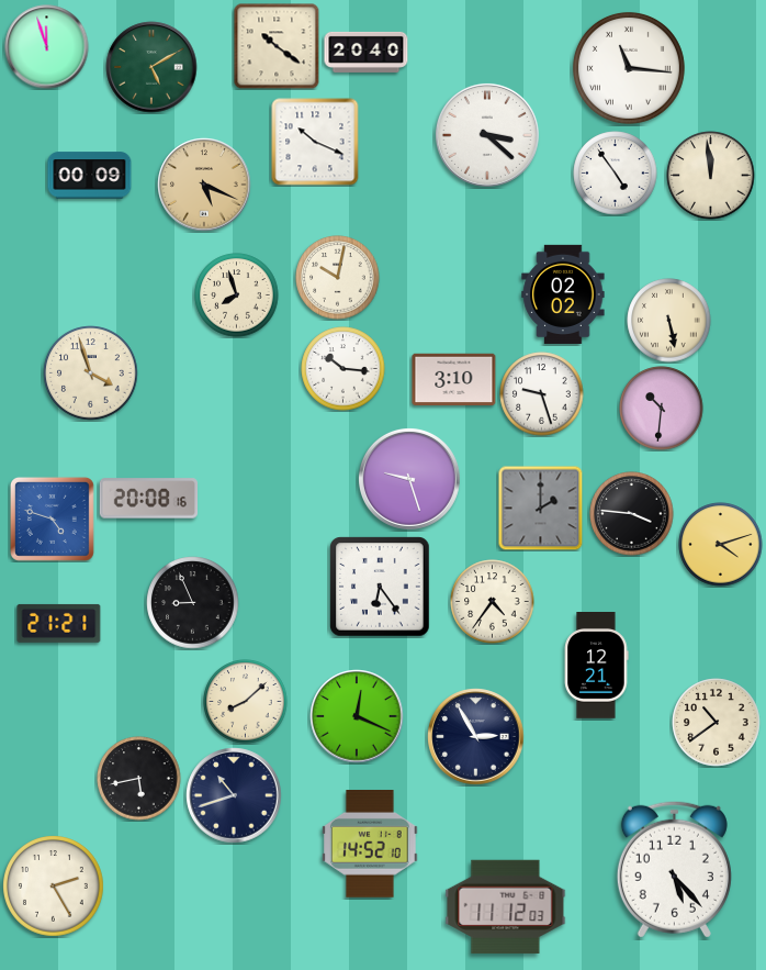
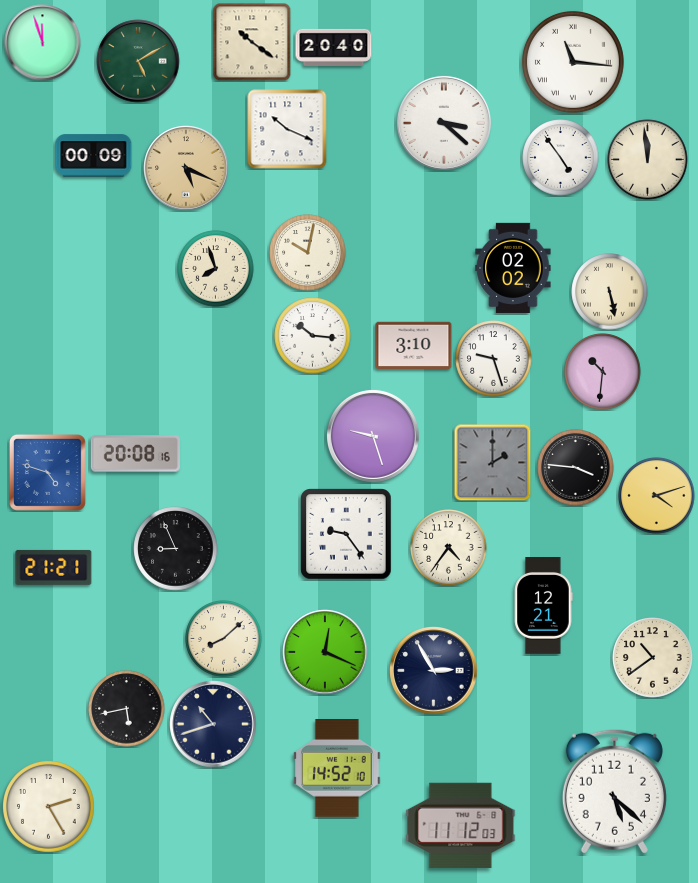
clock at (90, 176) position: (90, 176) -> (94, 156)
clock at (91, 373): 3:57 -> none
clock at (380, 587): 6:24 -> 9:24
clock at (674, 869): 5:23 -> 5:22
